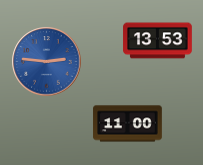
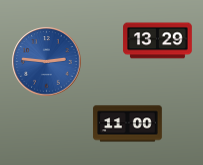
clock at (158, 41): 13:53 -> 13:29
